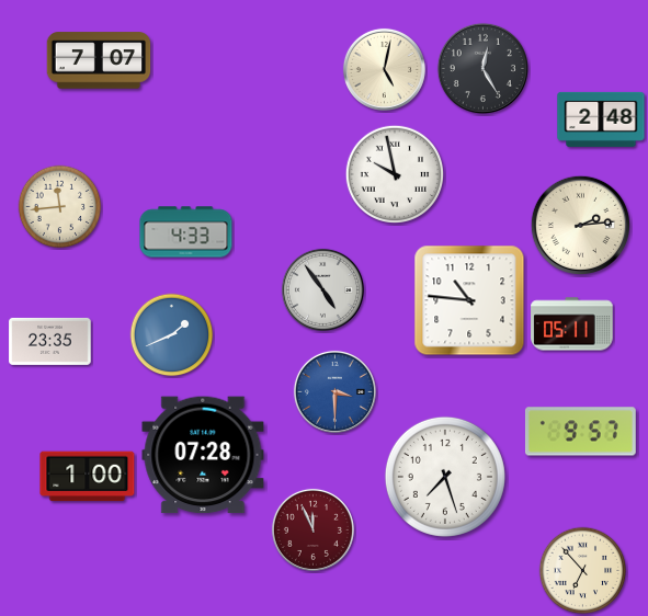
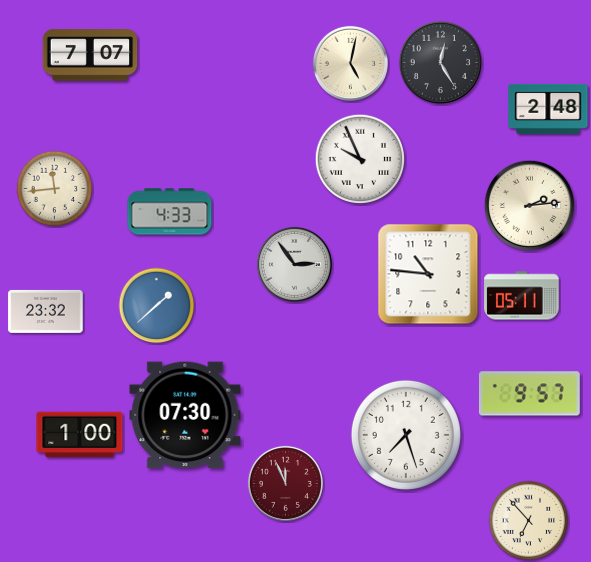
clock at (394, 173): 9:58 -> 9:56
clock at (322, 289): 4:54 -> 2:54
clock at (172, 335): 1:41 -> 1:38
clock at (50, 341): 23:35 -> 23:32
clock at (334, 391): 3:30 -> none
clock at (203, 455): 07:28 -> 07:30
clock at (583, 571) position: (583, 571) -> (529, 521)
